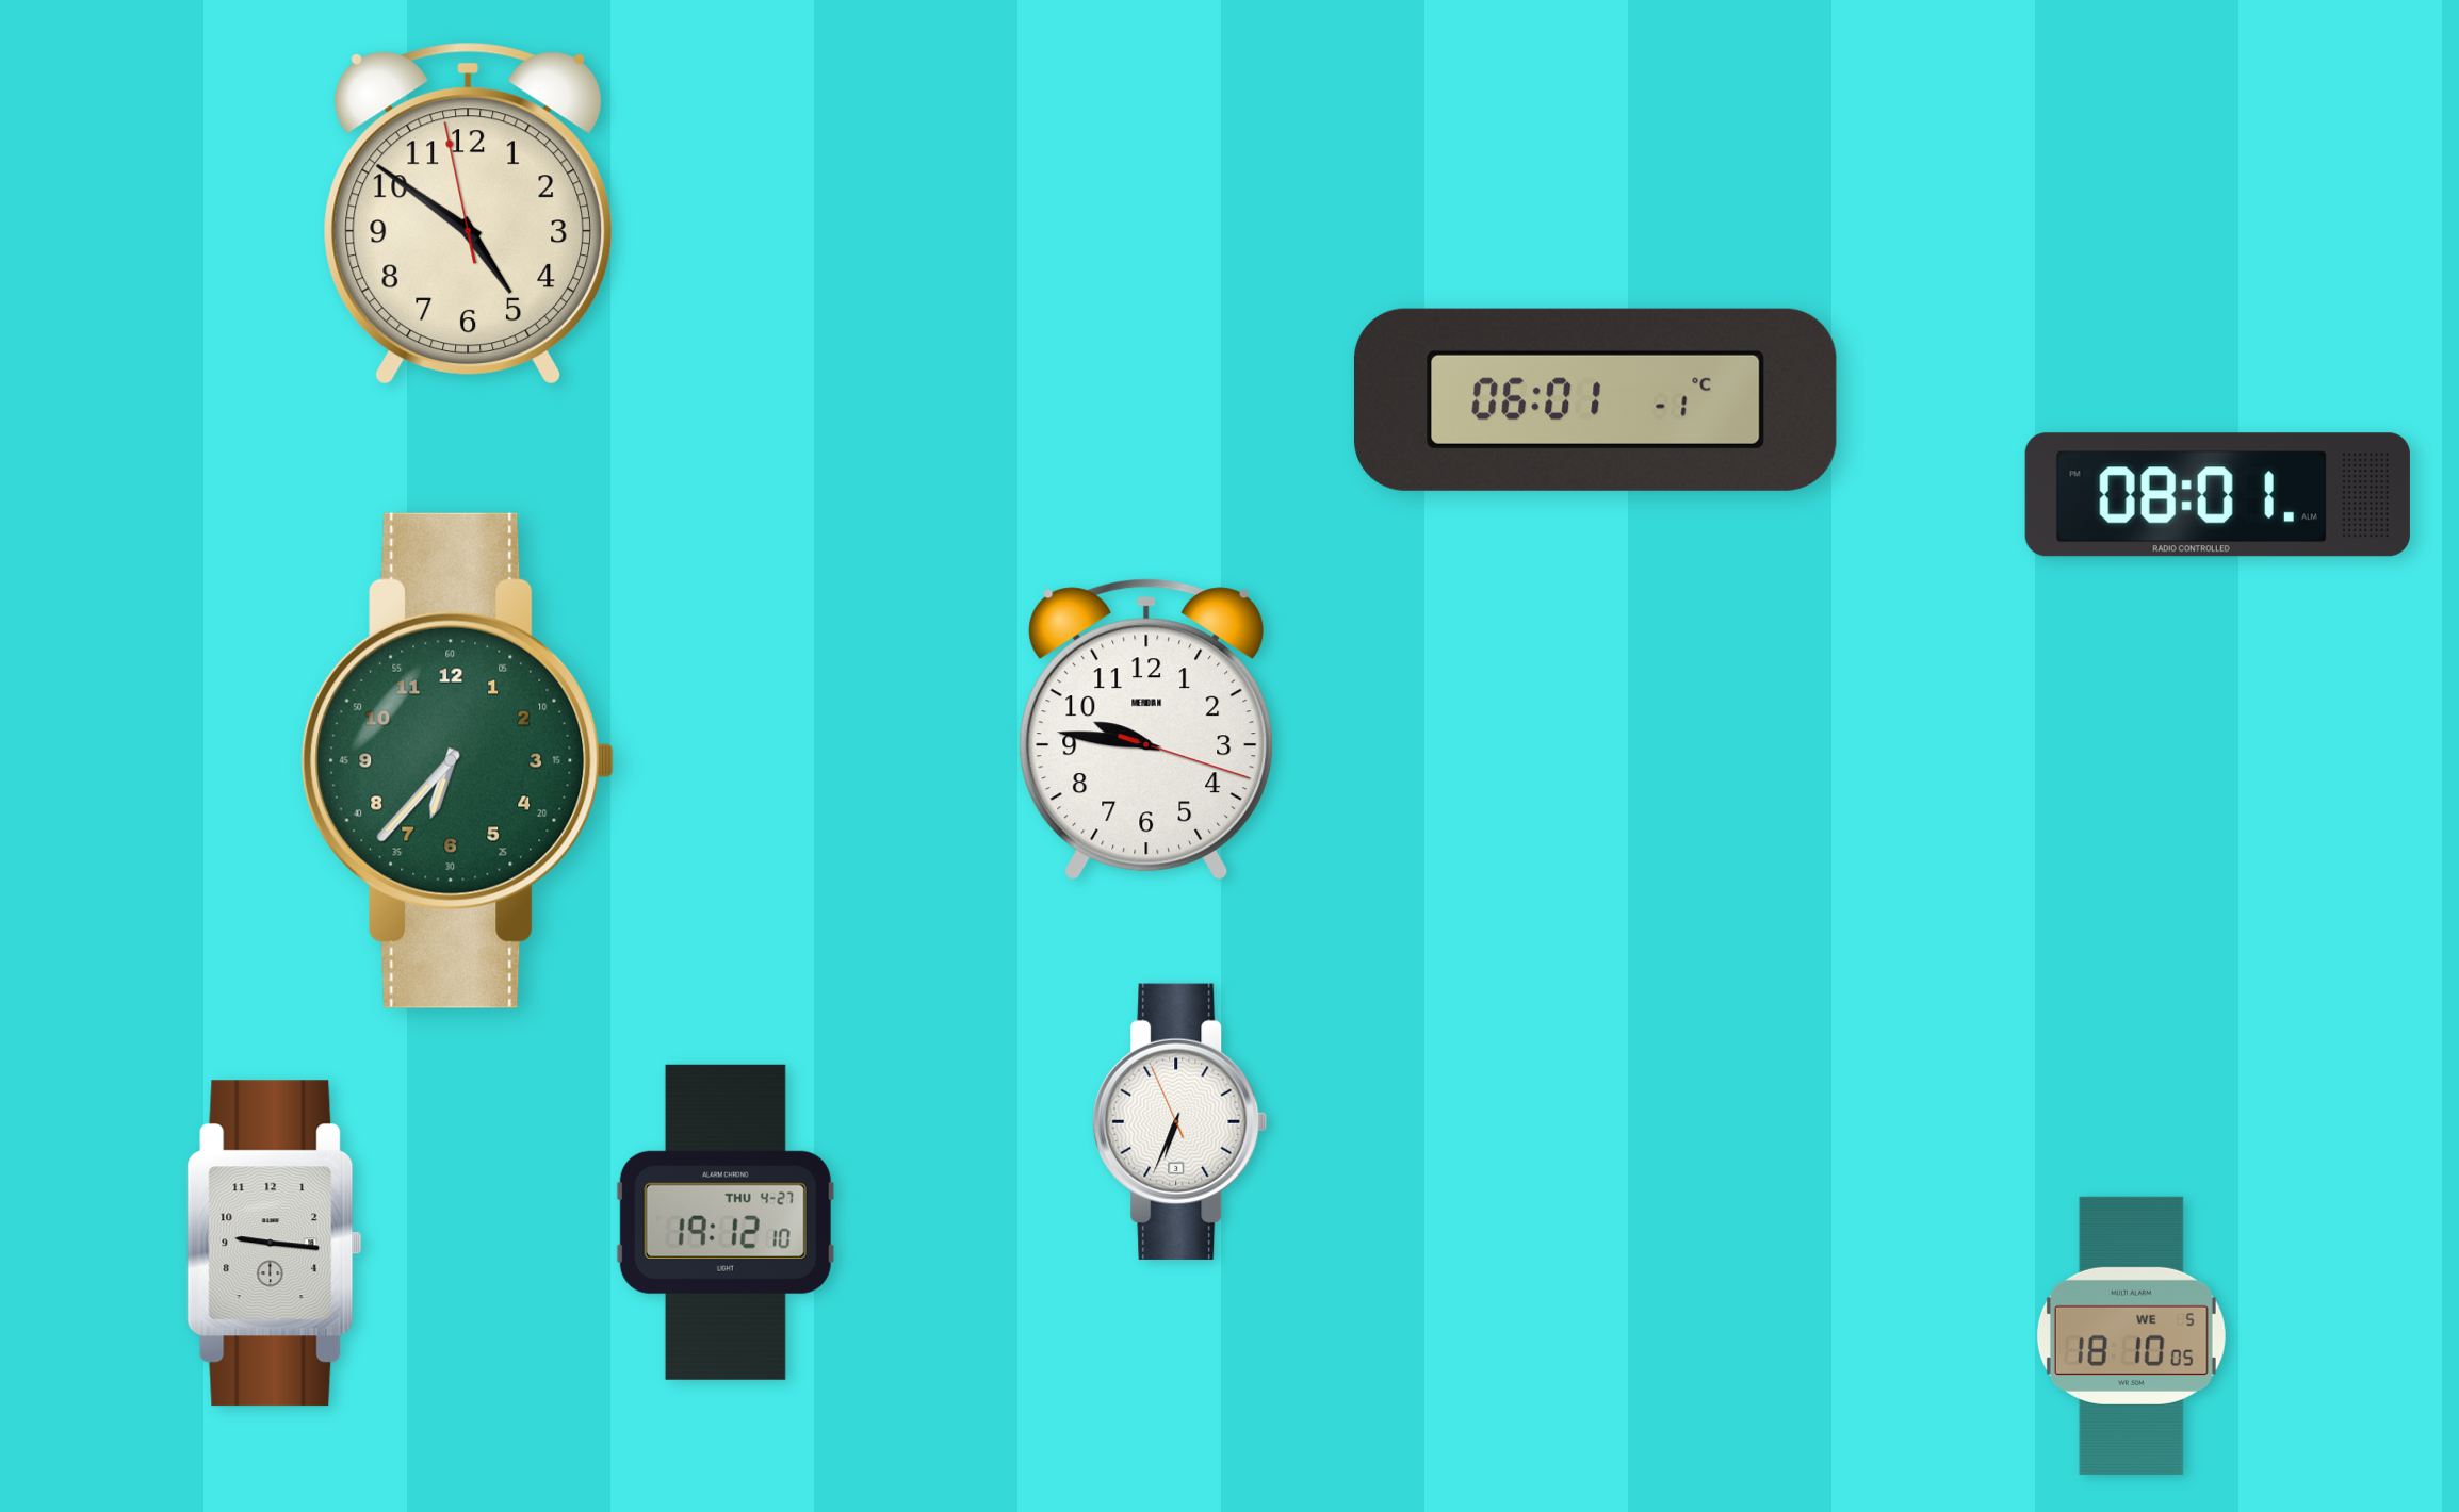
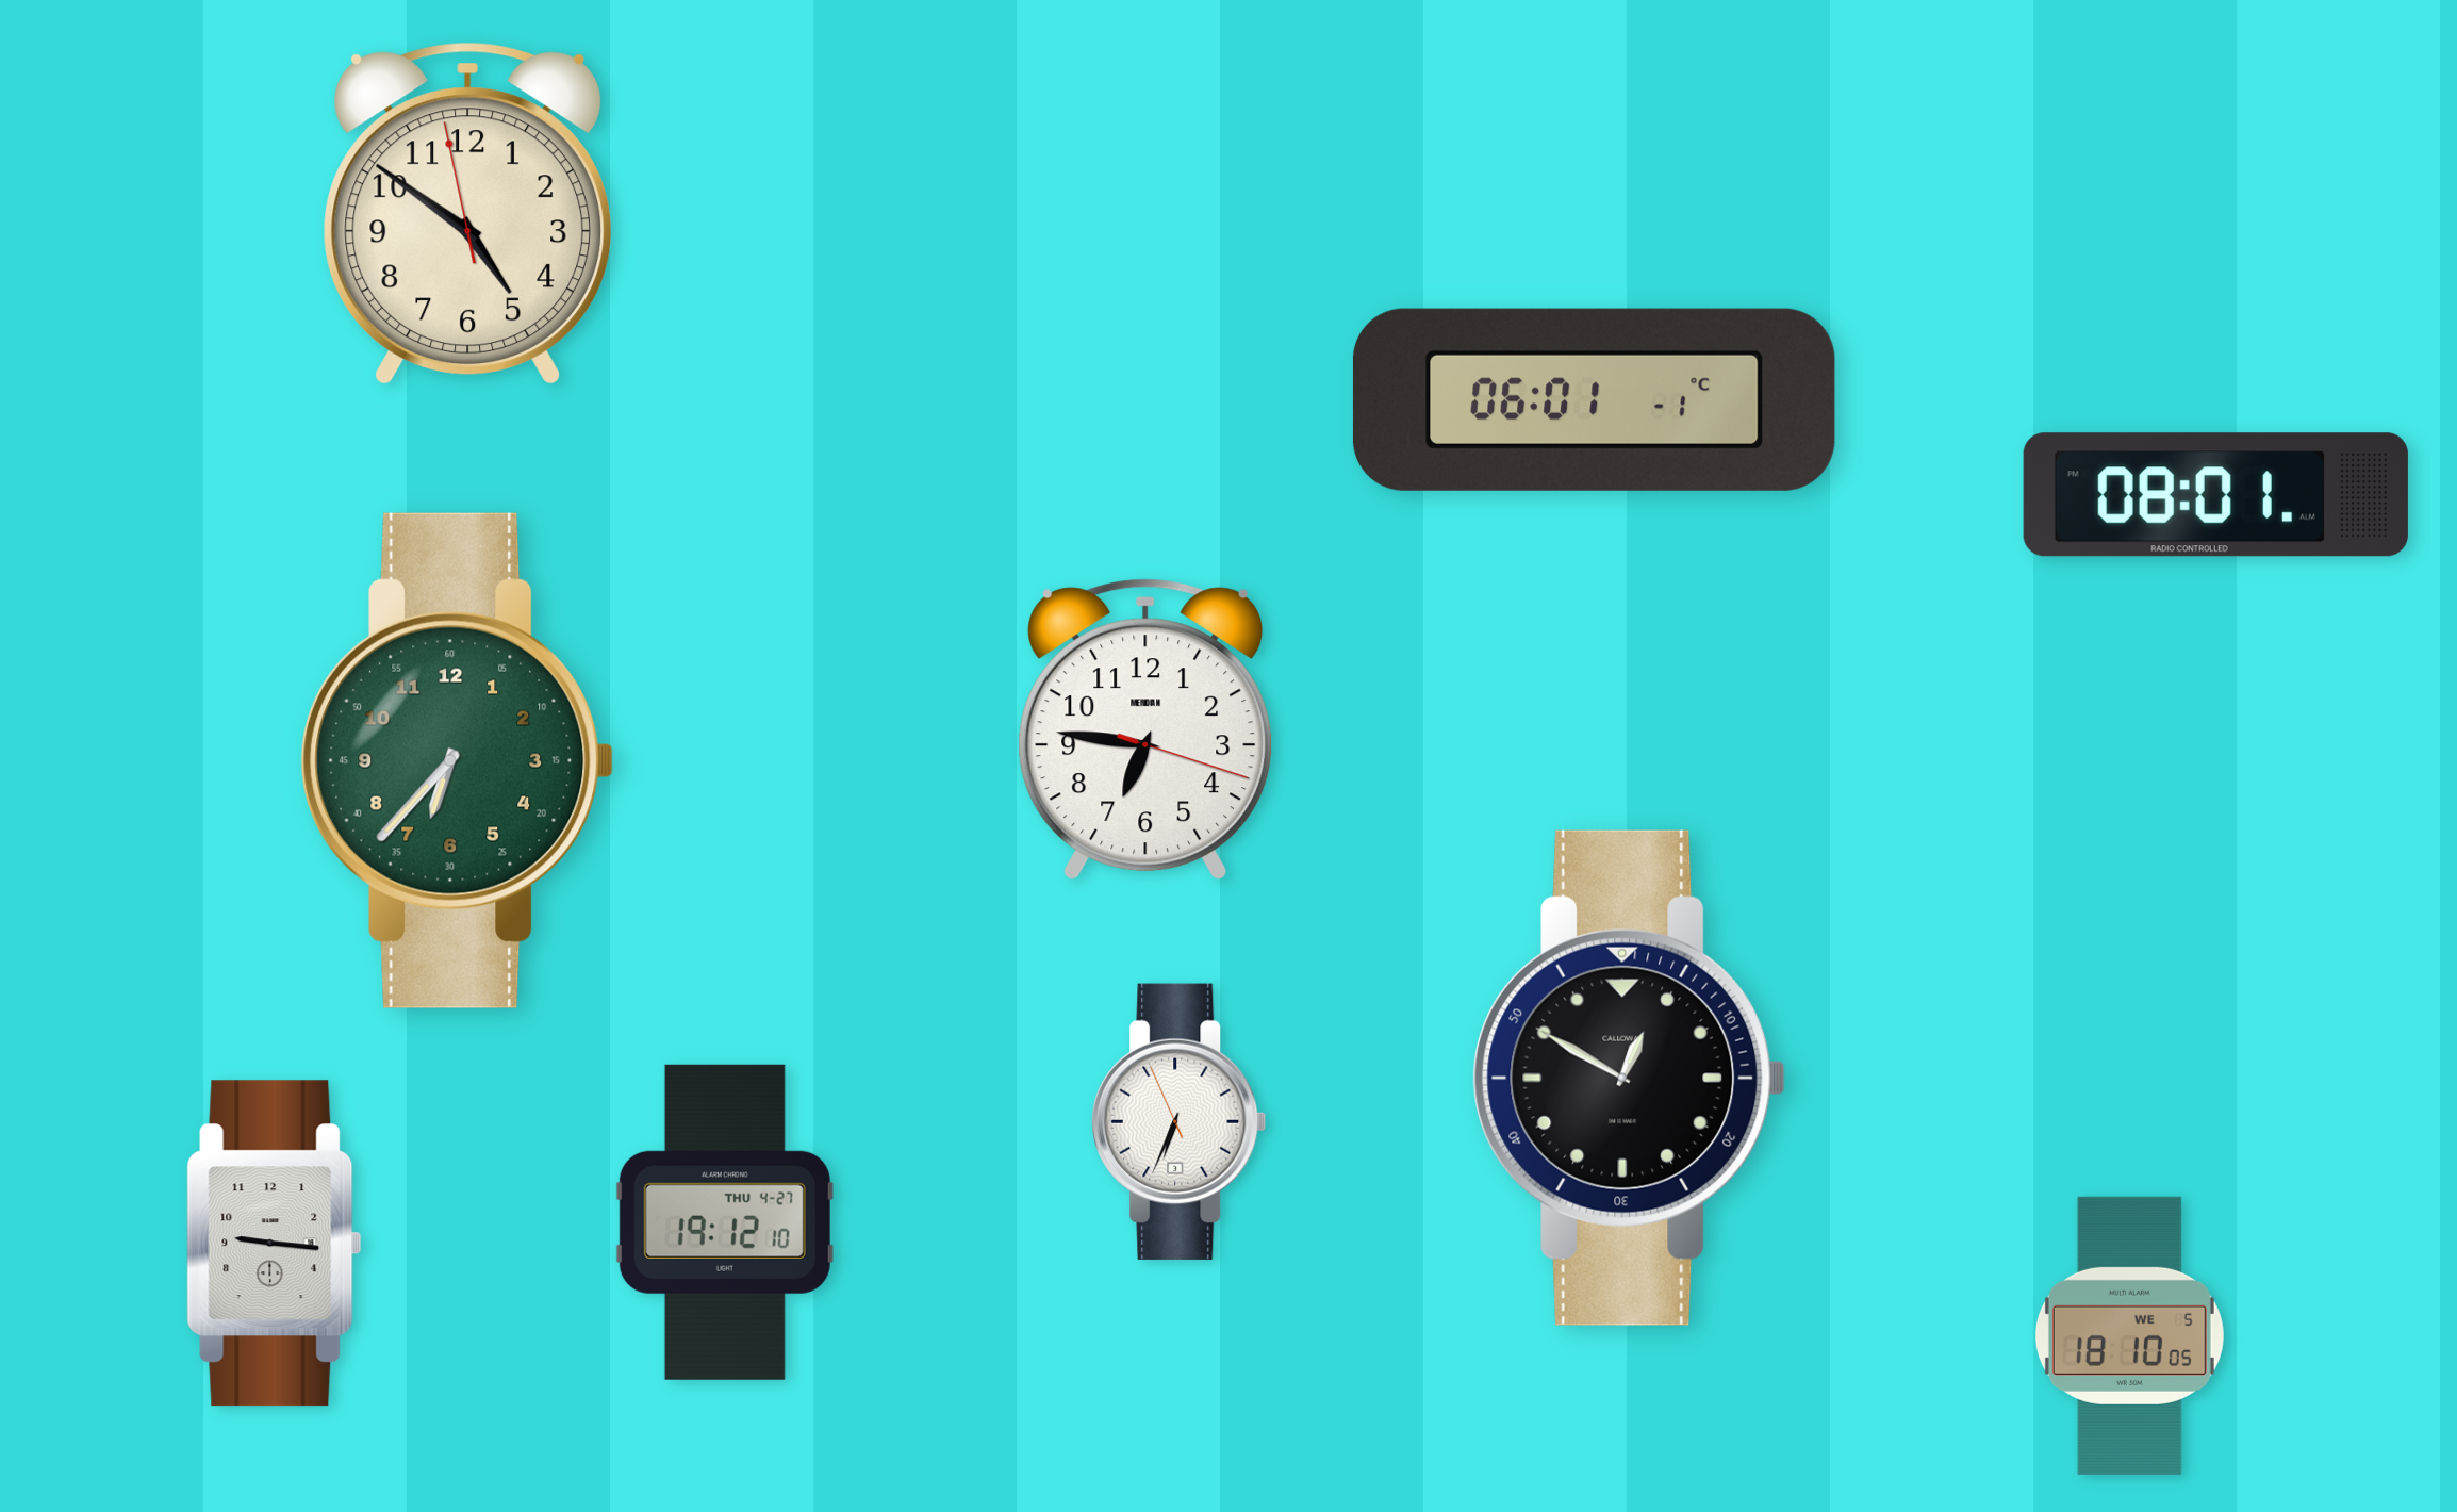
clock at (1146, 729): 9:46 -> 6:46
clock at (1630, 1078): none -> 12:50
